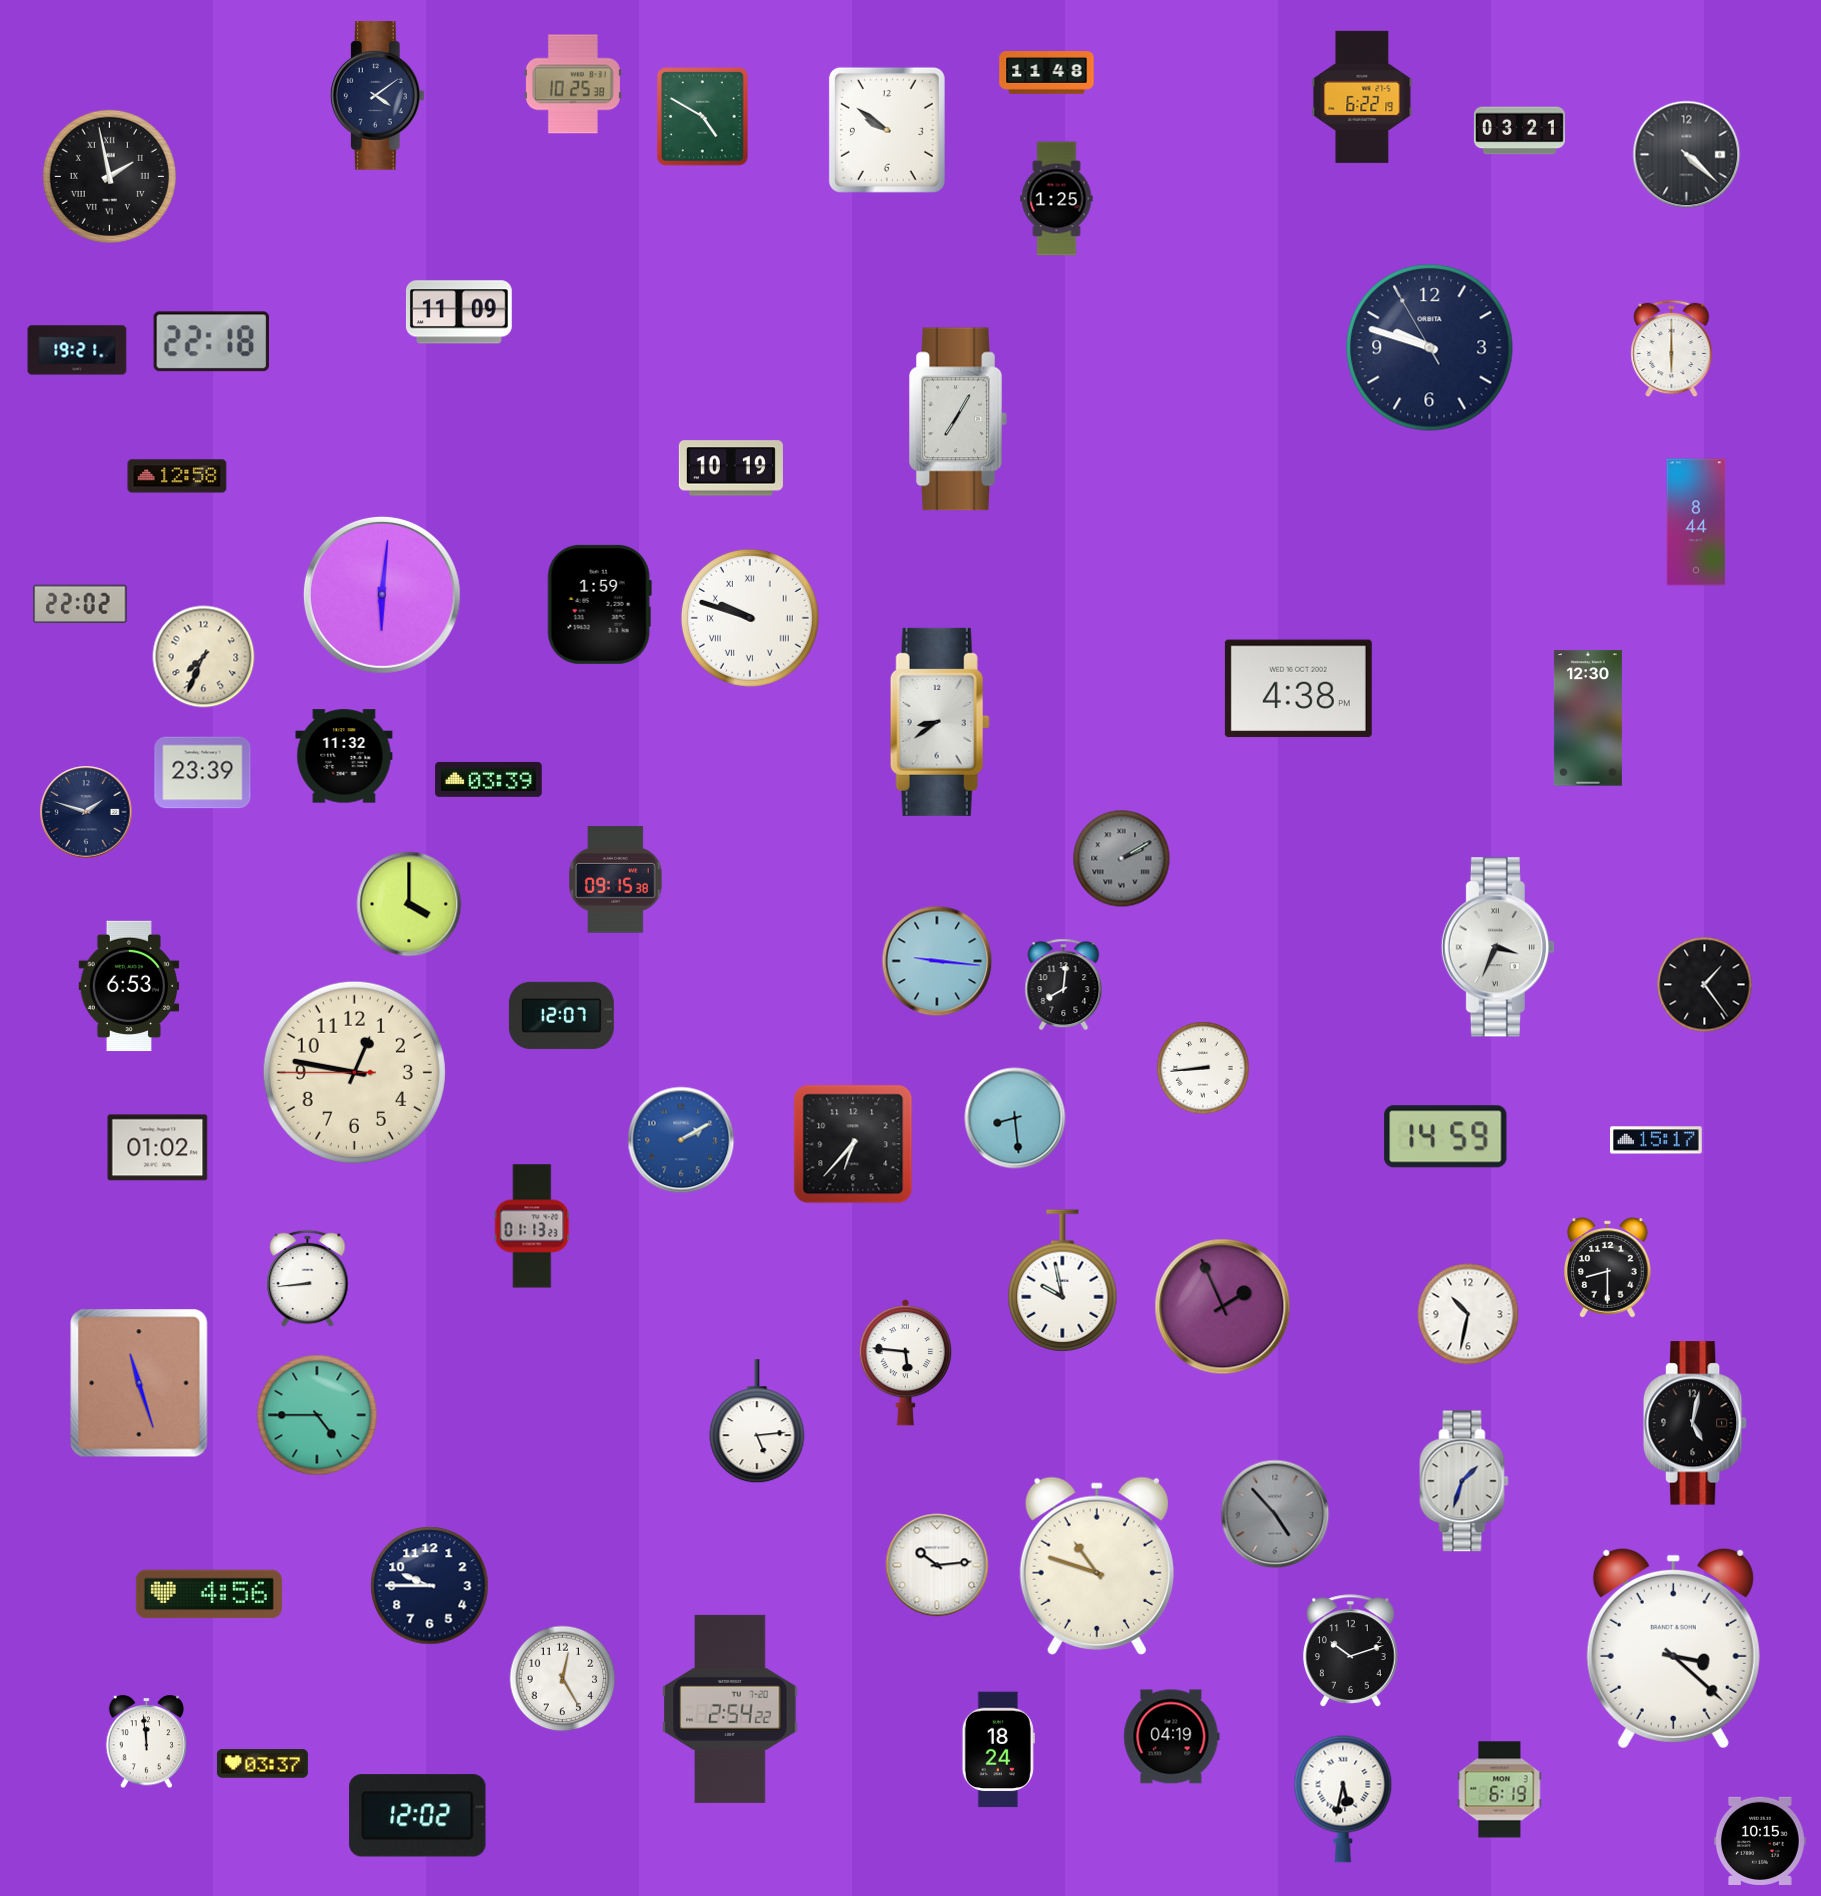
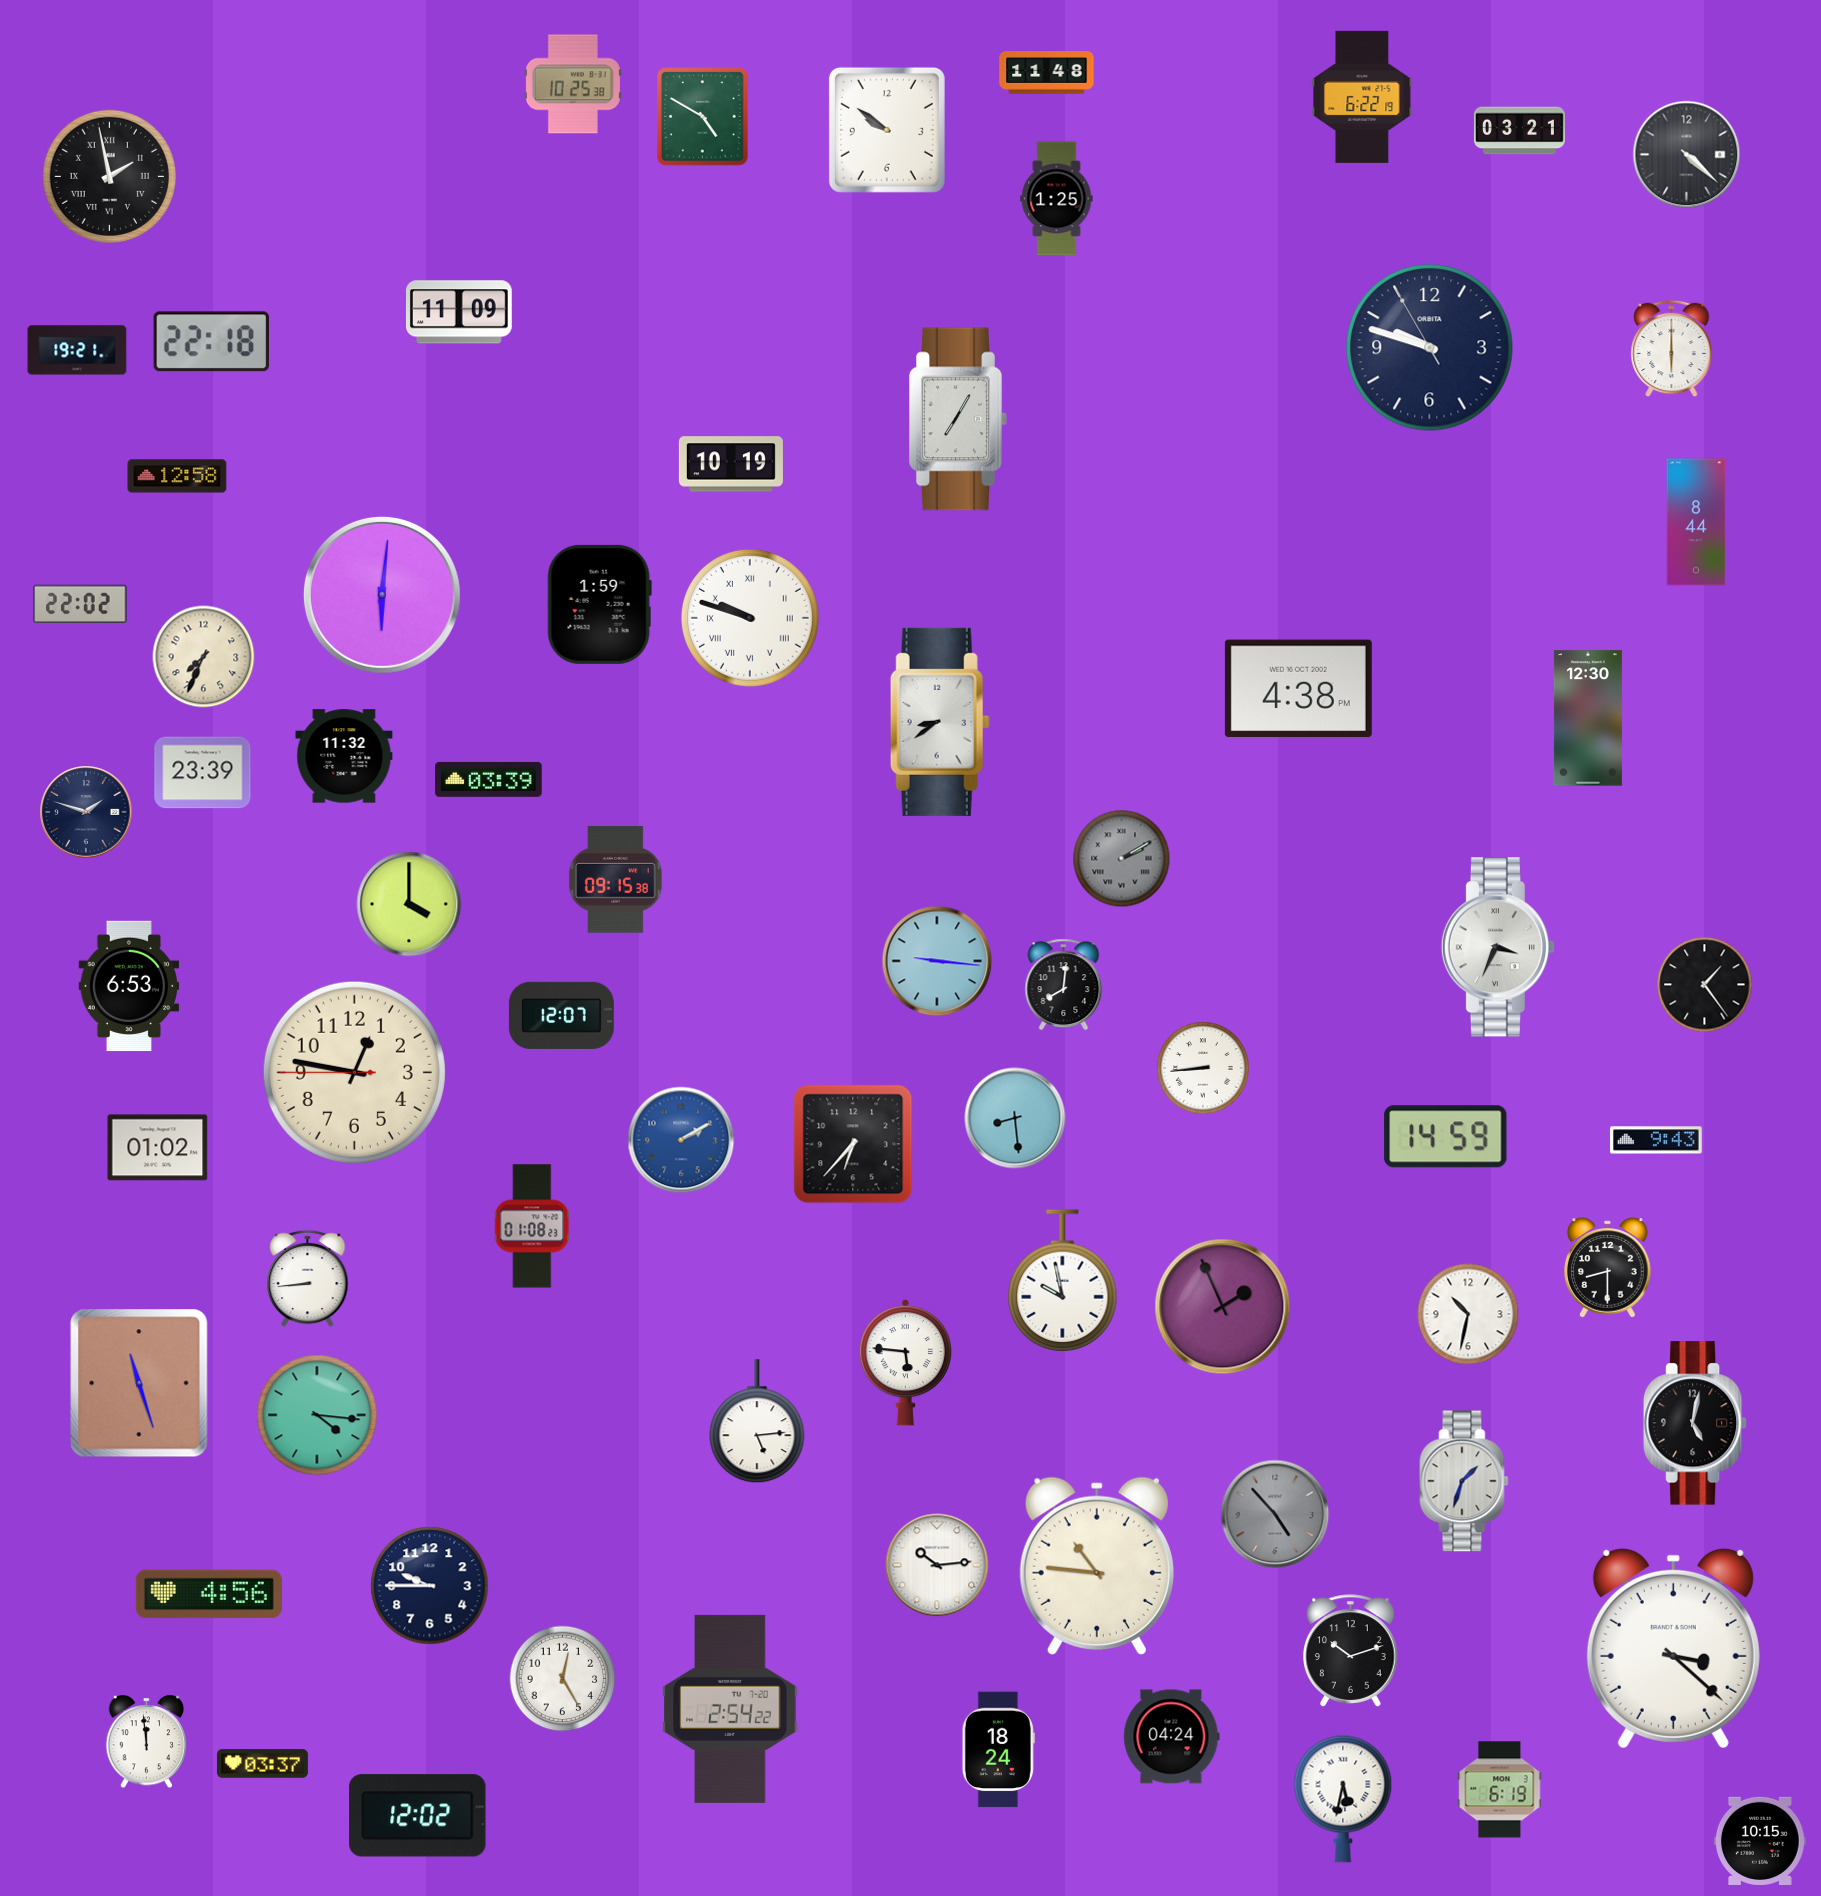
clock at (377, 96): 4:09 -> none
clock at (731, 468) position: (731, 468) -> (731, 464)
clock at (1657, 1140): 15:17 -> 9:43
clock at (532, 1226): 01:13 -> 01:08
clock at (317, 1415): 4:45 -> 4:16
clock at (1097, 1566): 10:48 -> 10:46
clock at (1172, 1737): 04:19 -> 04:24
